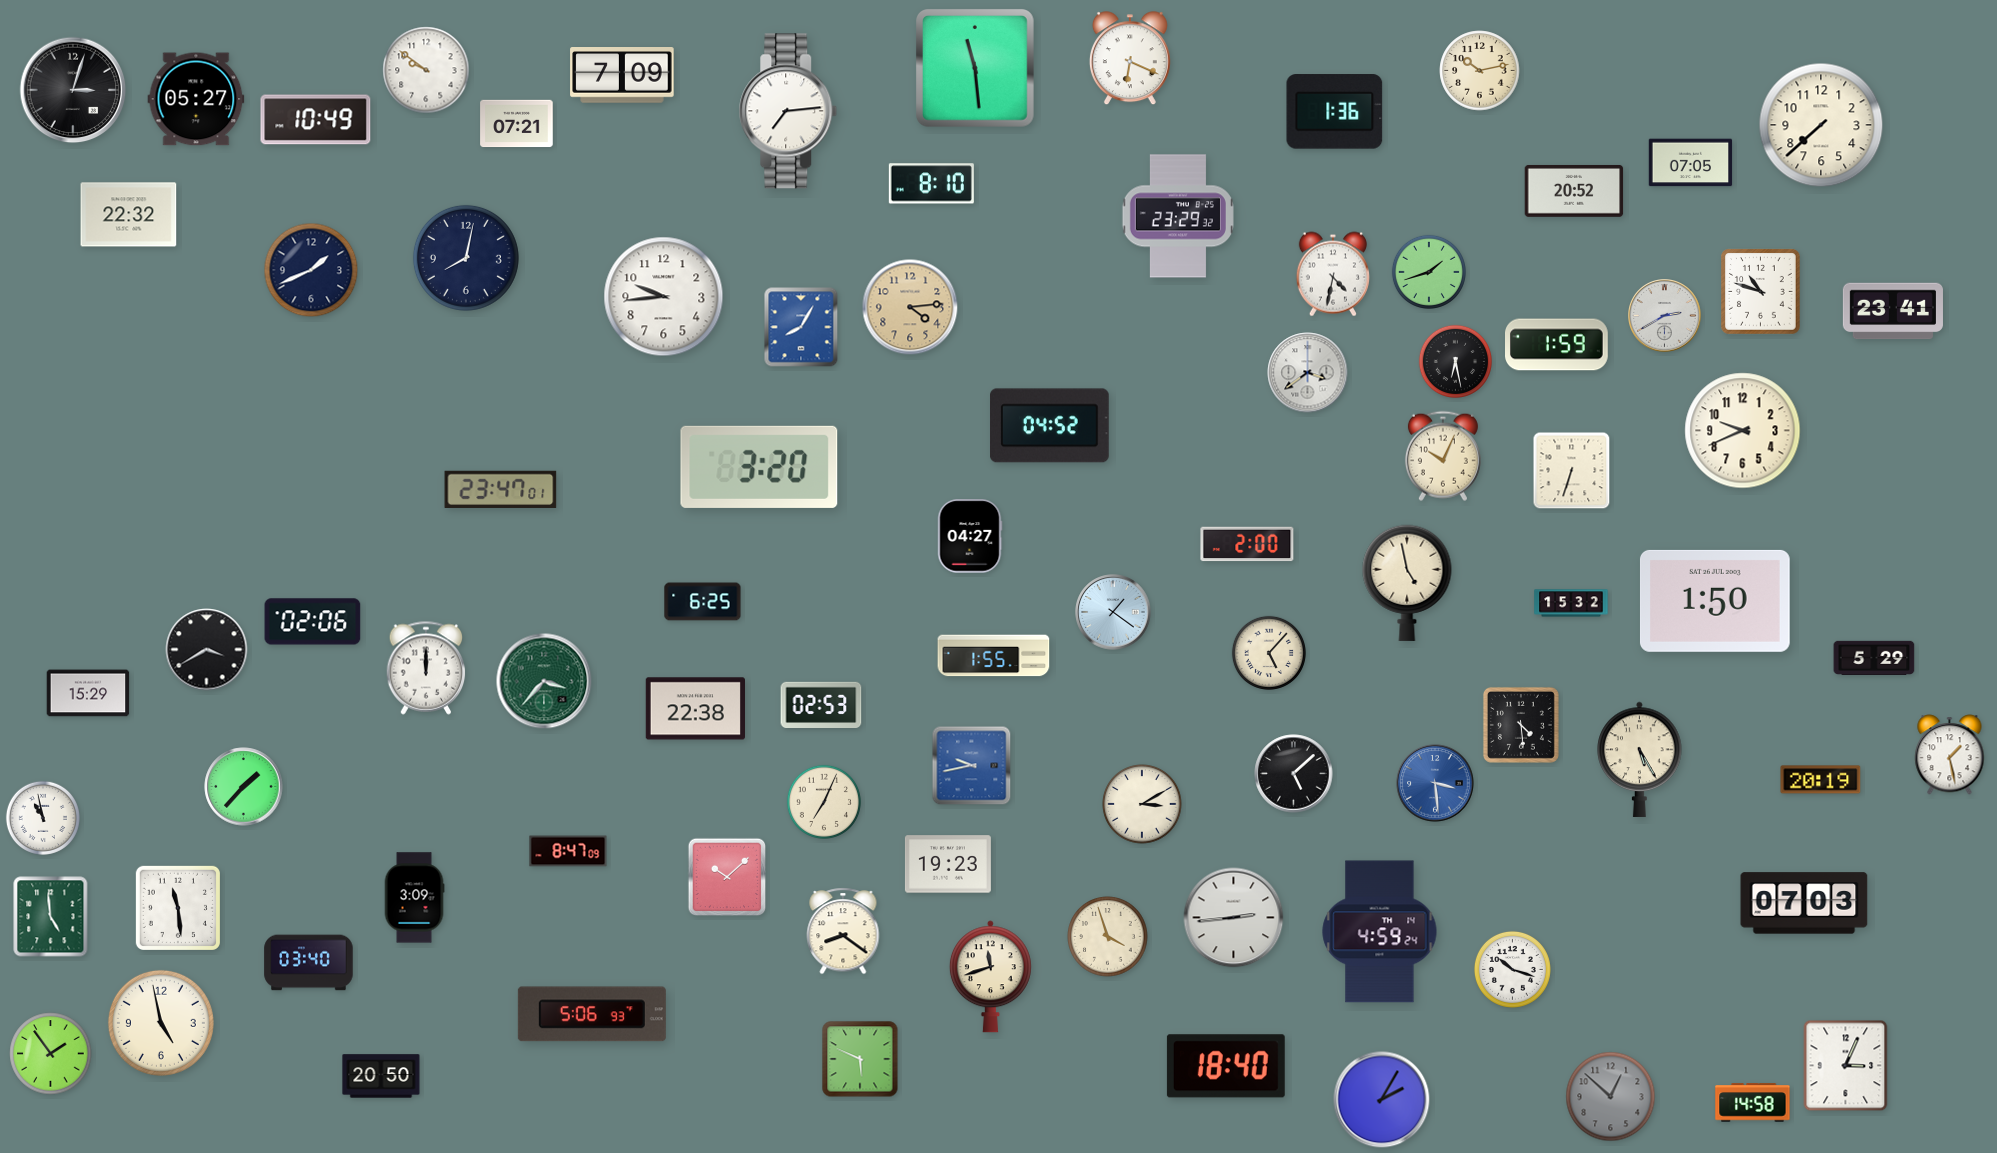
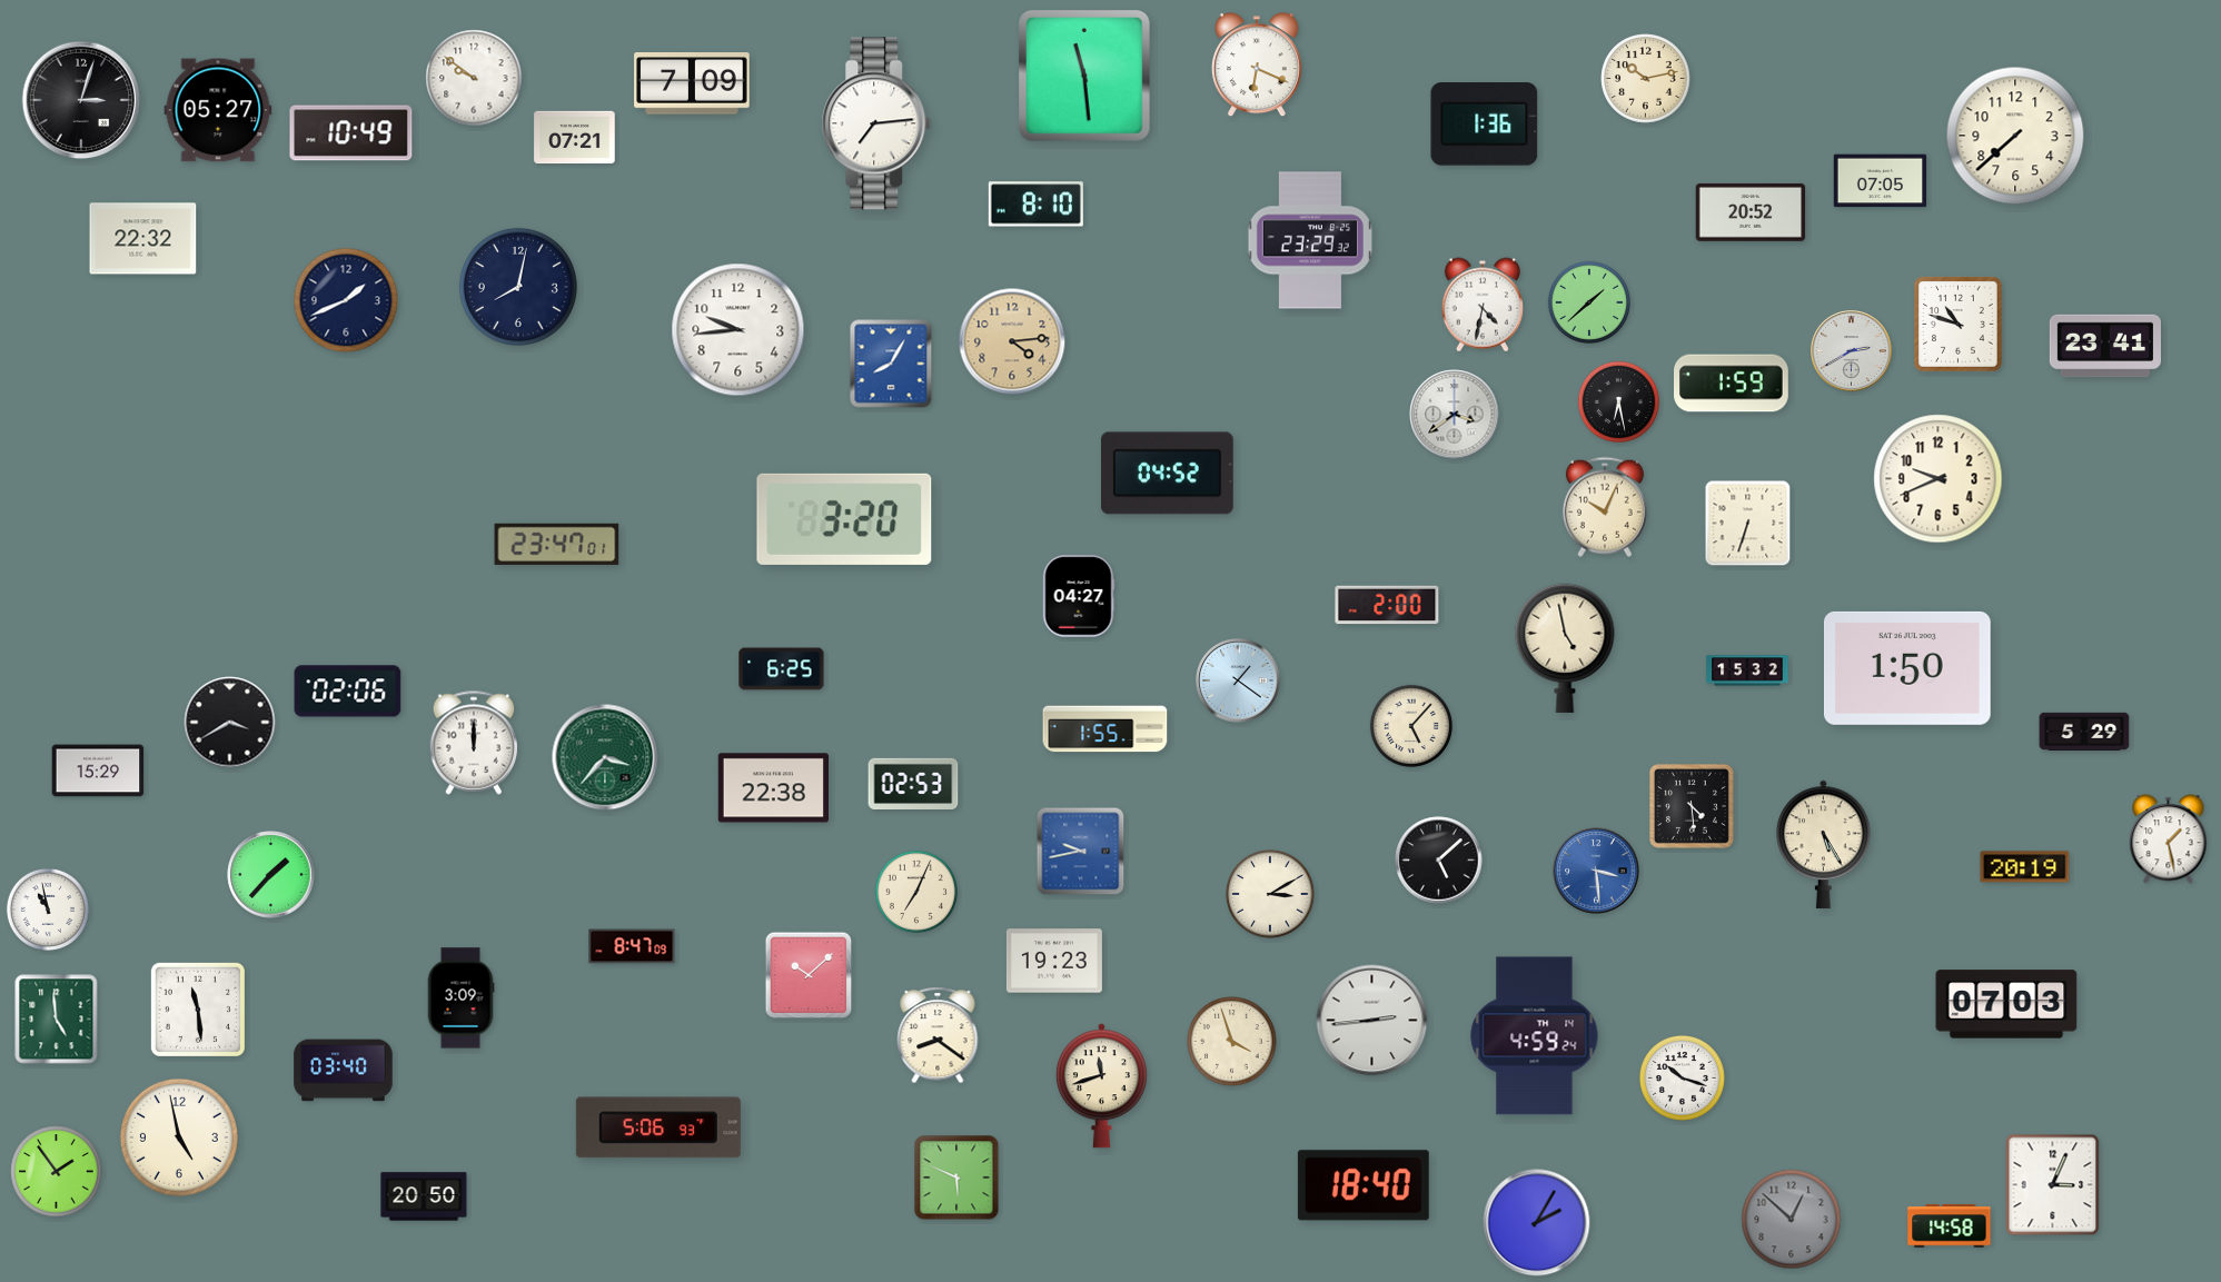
clock at (1821, 125) position: (1821, 125) -> (2015, 136)
clock at (1429, 272): 1:42 -> 1:38
